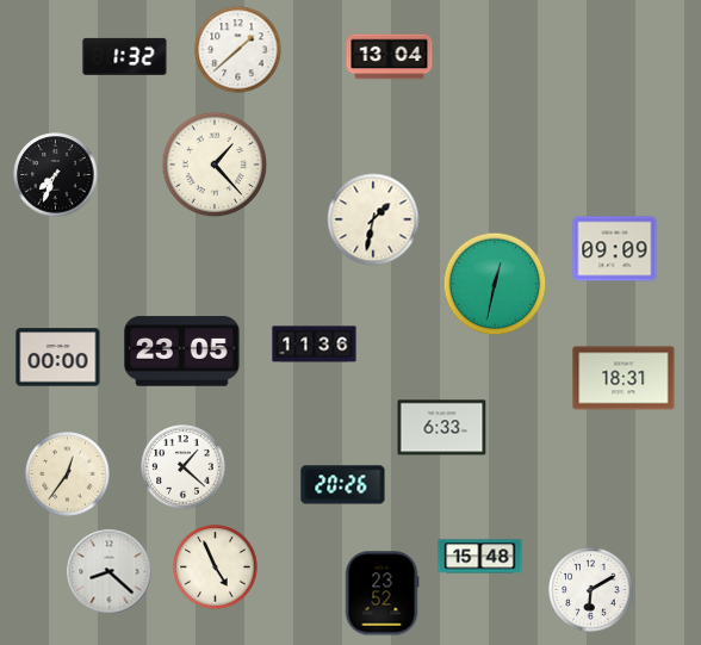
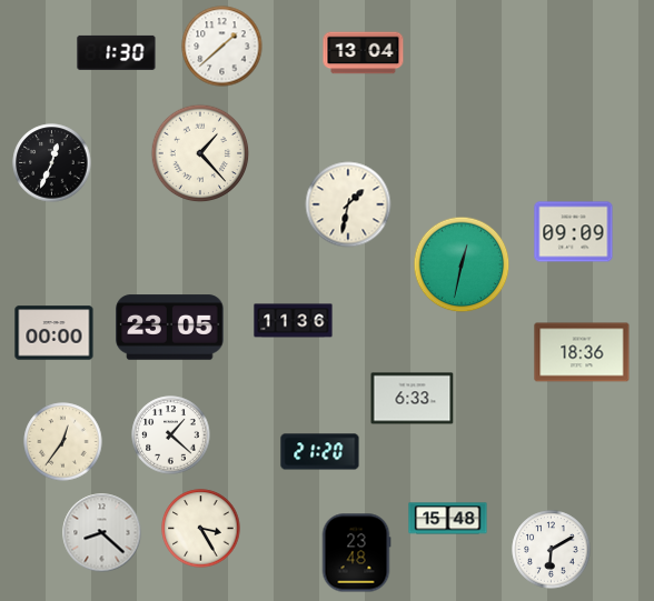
clock at (125, 56): 1:32 -> 1:30
clock at (56, 175): 7:34 -> 12:34
clock at (624, 378): 18:31 -> 18:36
clock at (343, 485): 20:26 -> 21:20
clock at (216, 568): 4:56 -> 3:25
clock at (381, 594): 23:52 -> 23:48
